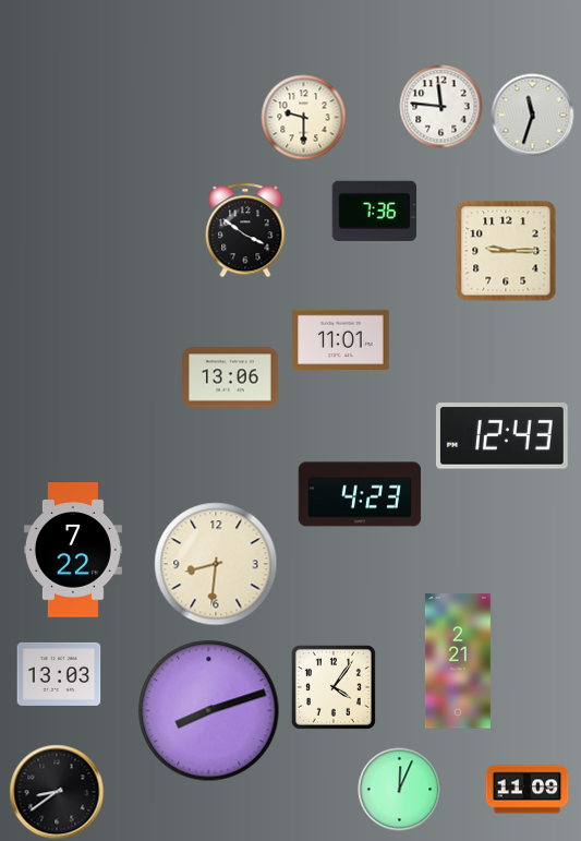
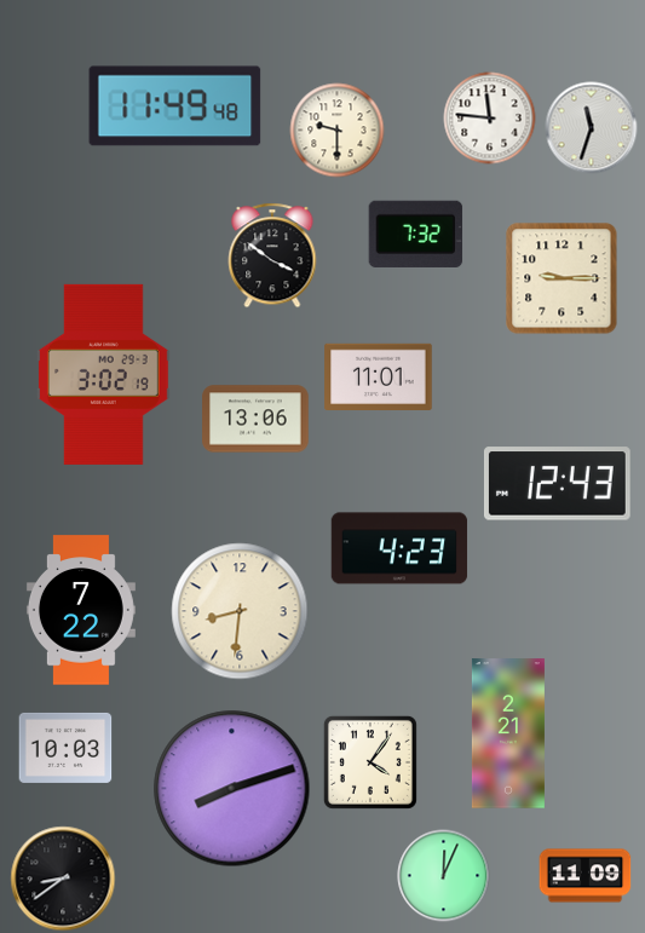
clock at (175, 106): none -> 11:49
clock at (375, 211): 7:36 -> 7:32
clock at (104, 374): none -> 3:02
clock at (216, 564) position: (216, 564) -> (240, 611)
clock at (59, 674): 13:03 -> 10:03
